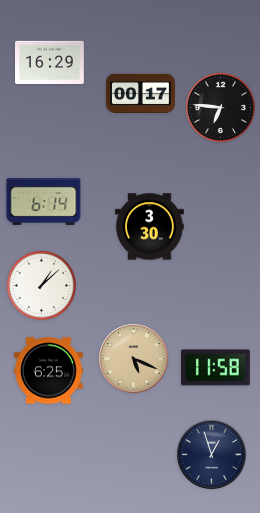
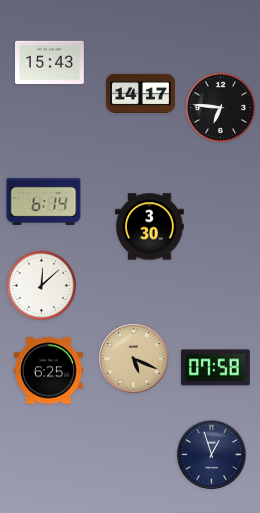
clock at (50, 62): 16:29 -> 15:43
clock at (141, 94): 00:17 -> 14:17
clock at (41, 285): 1:08 -> 12:08
clock at (215, 368): 11:58 -> 07:58
